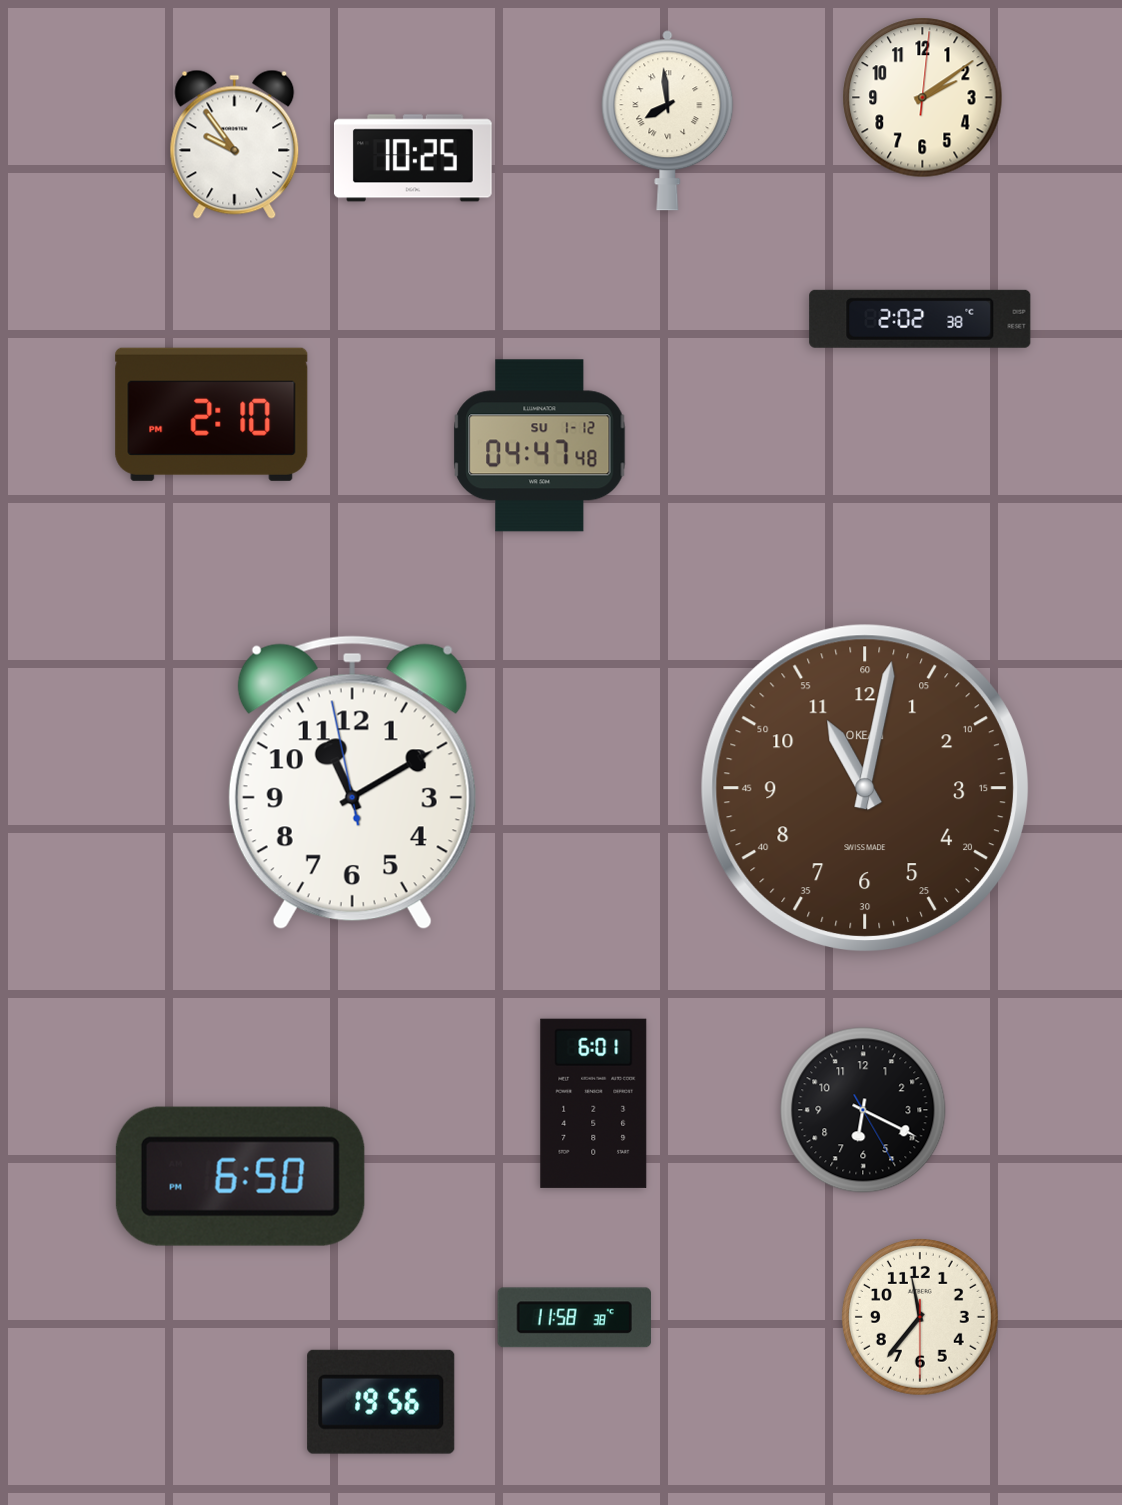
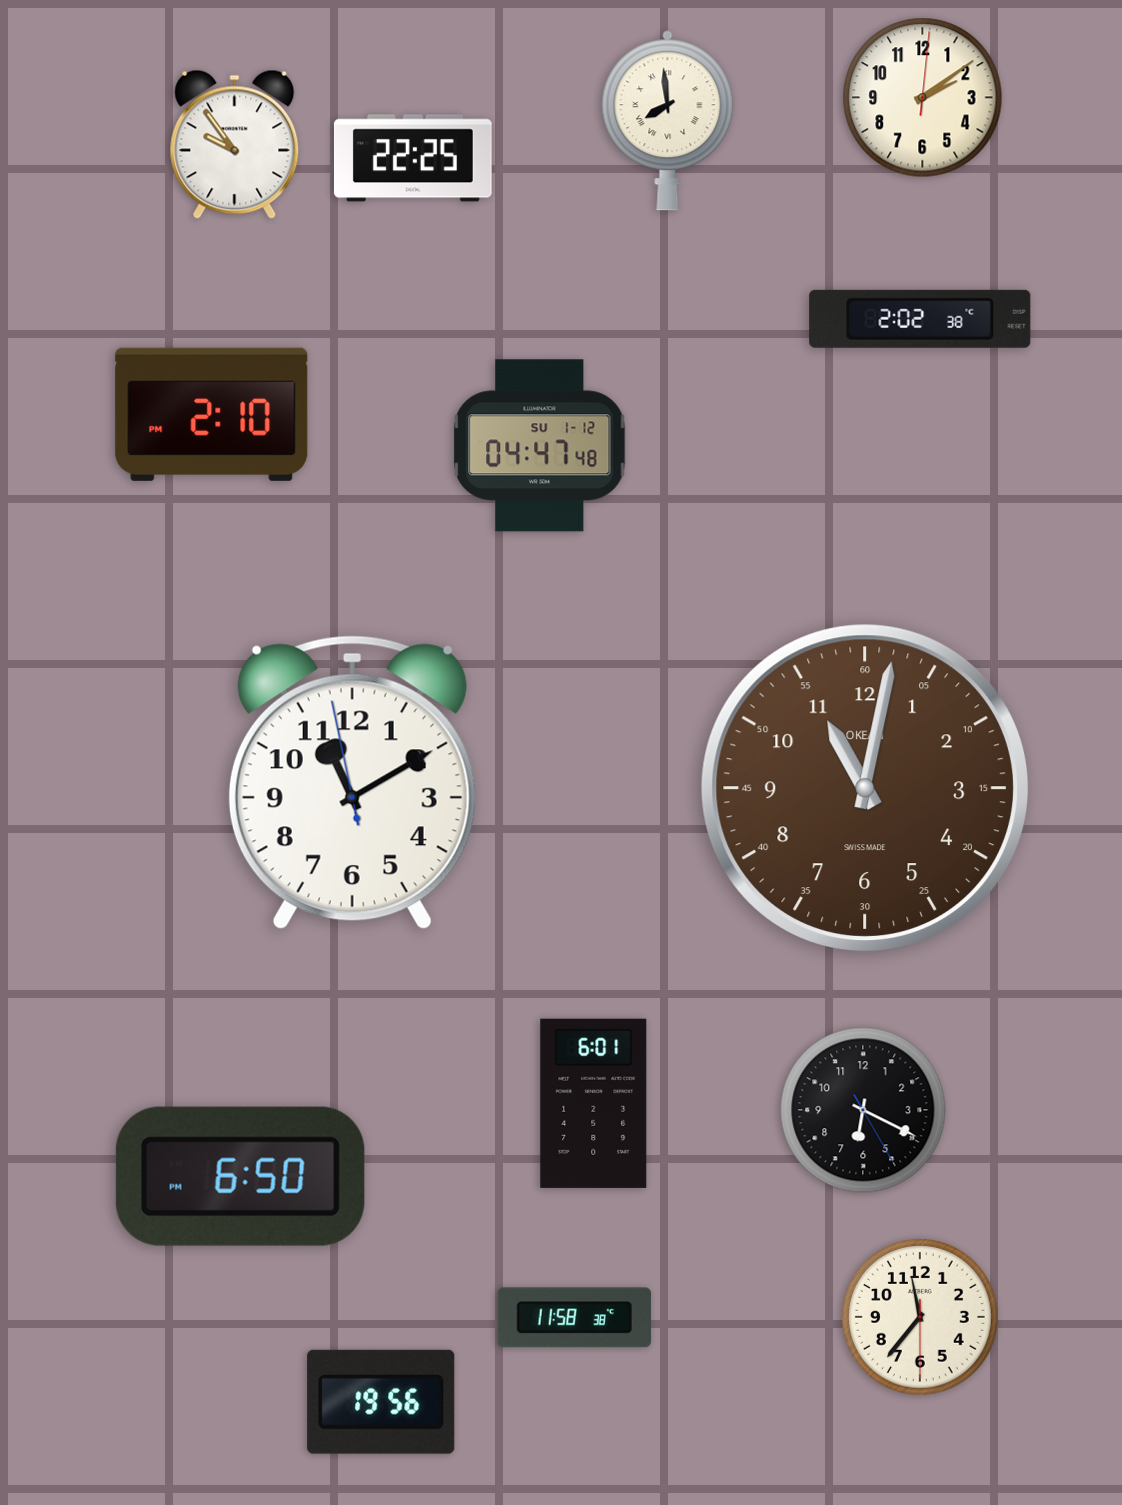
clock at (413, 158): 10:25 -> 22:25
